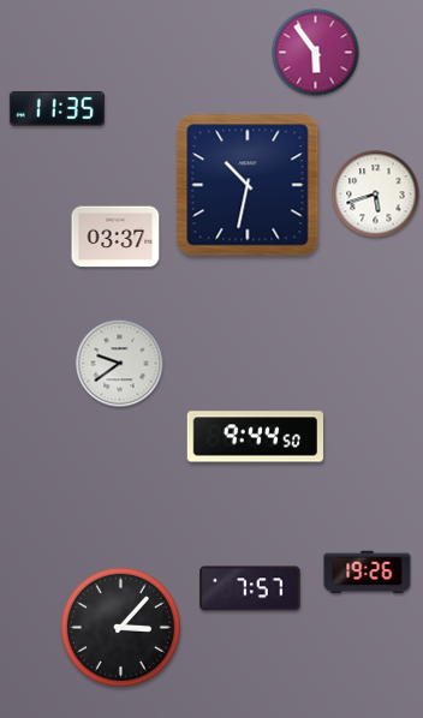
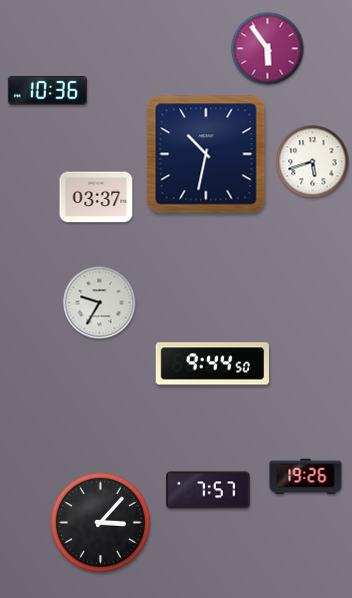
clock at (316, 53) position: (316, 53) -> (268, 49)
clock at (56, 109): 11:35 -> 10:36
clock at (120, 364): 9:39 -> 9:35
